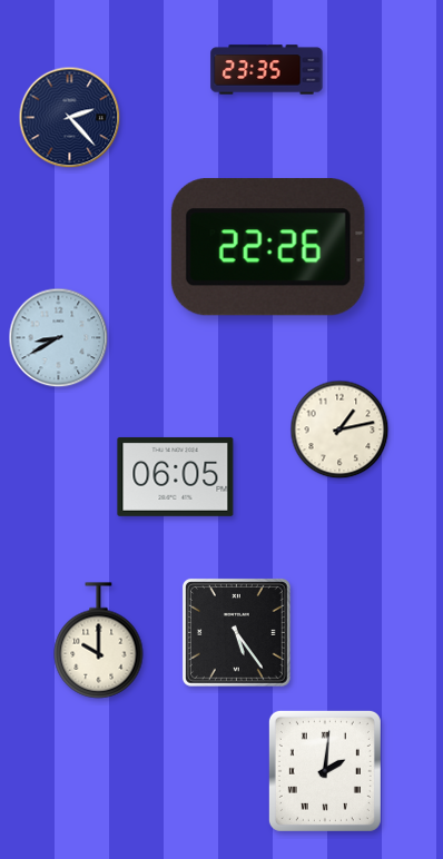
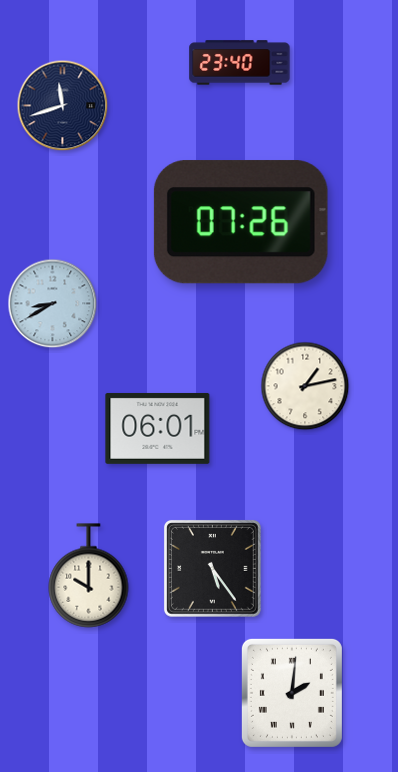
clock at (267, 70): 23:35 -> 23:40
clock at (70, 118): 2:23 -> 11:42
clock at (268, 247): 22:26 -> 07:26
clock at (176, 476): 06:05 -> 06:01
